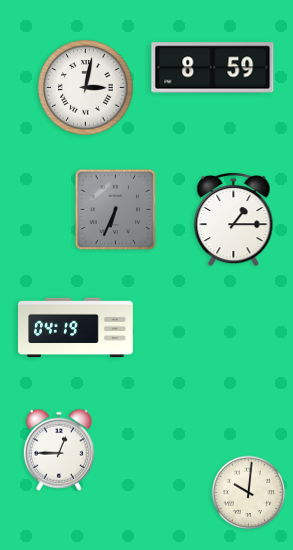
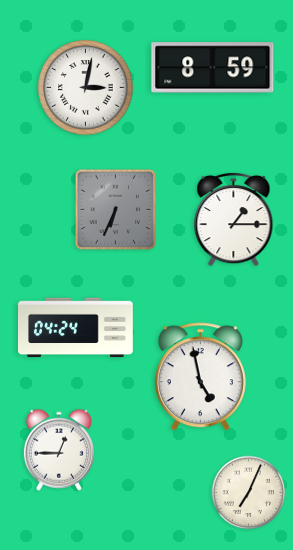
clock at (76, 328): 04:19 -> 04:24
clock at (200, 377): none -> 4:58
clock at (249, 493): 10:01 -> 7:04
